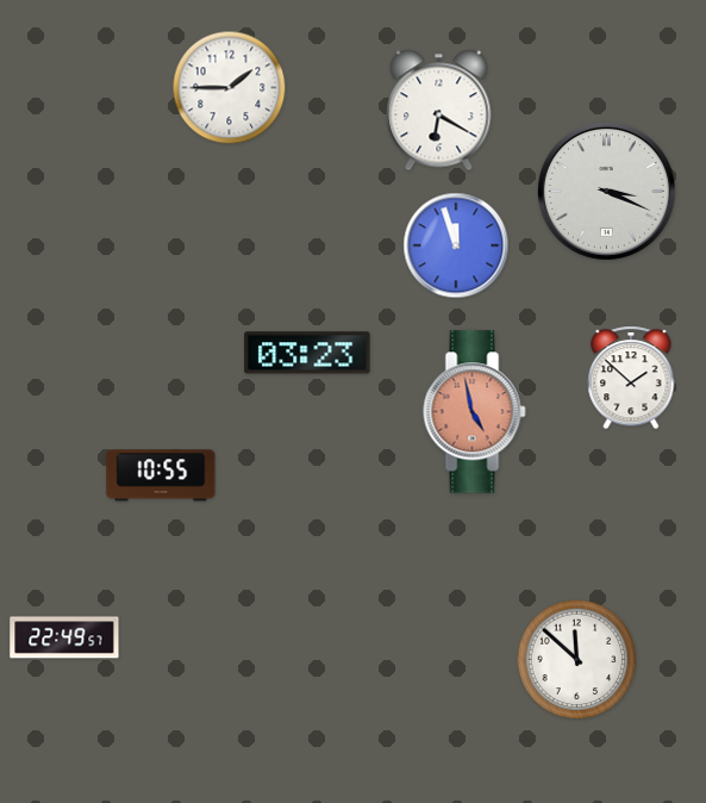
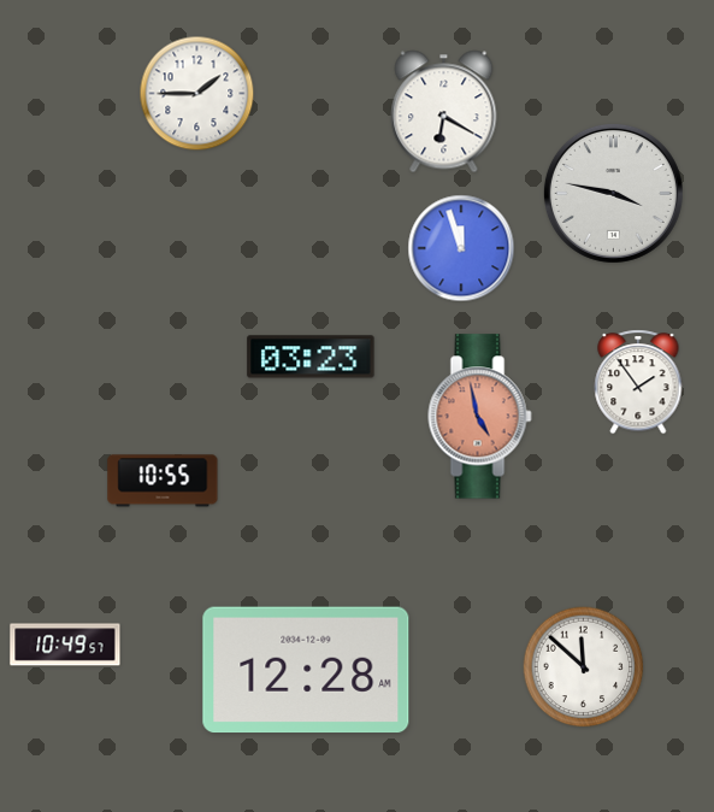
clock at (230, 88) position: (230, 88) -> (197, 94)
clock at (606, 191): 3:19 -> 3:47
clock at (631, 378): 1:52 -> 1:54
clock at (64, 637): 22:49 -> 10:49
clock at (306, 670): none -> 12:28
